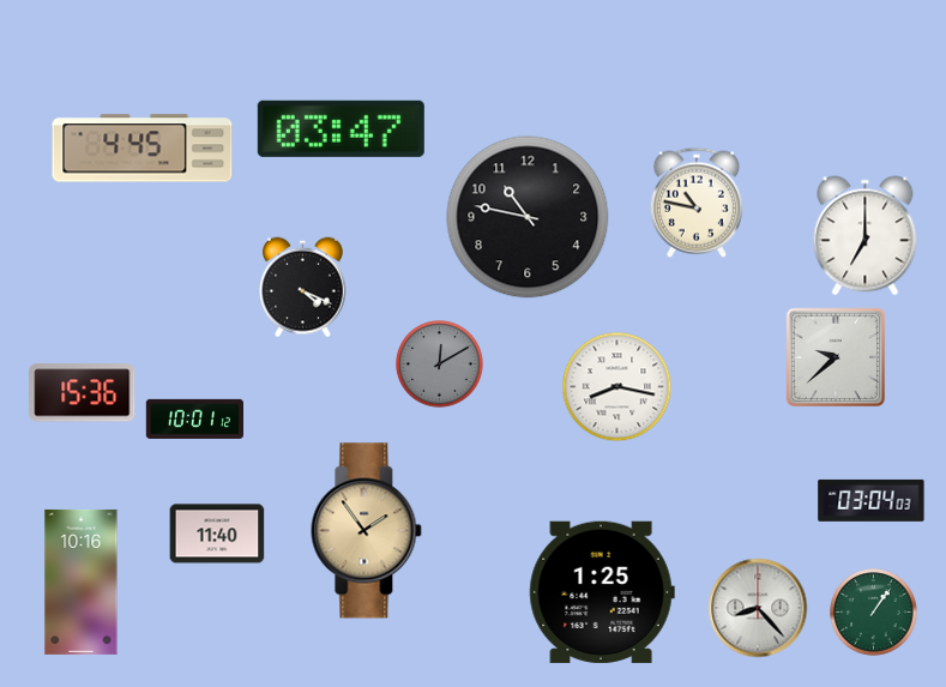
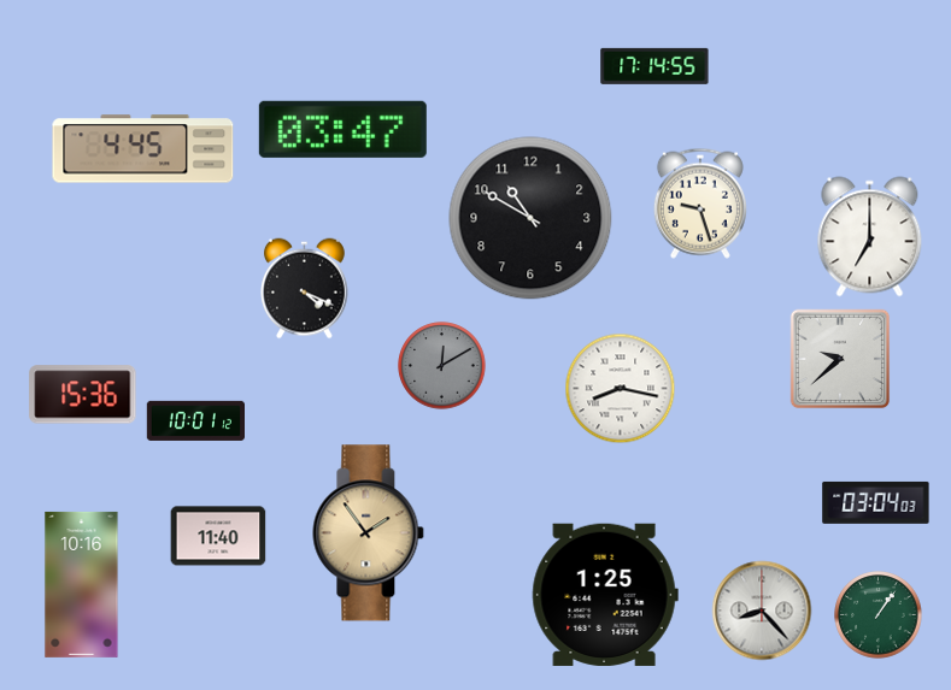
clock at (654, 66): none -> 17:14
clock at (697, 203): 10:47 -> 9:27
clock at (528, 217): 10:47 -> 10:50
